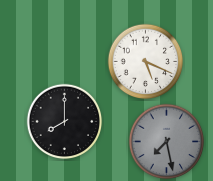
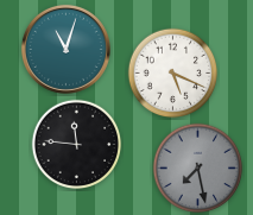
clock at (65, 49): none -> 11:03
clock at (65, 122): 8:00 -> 11:46
